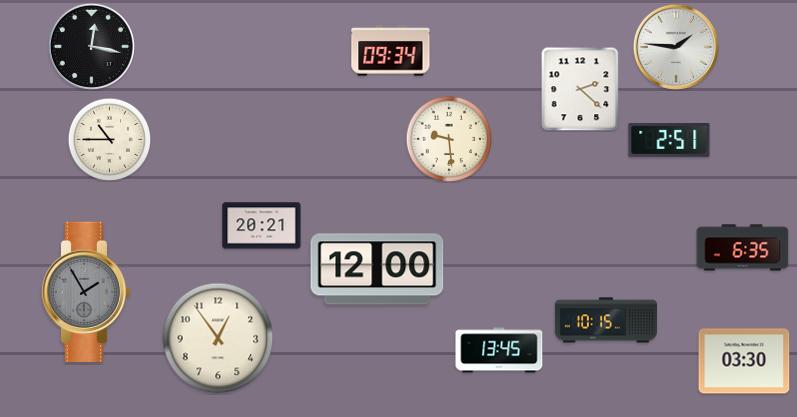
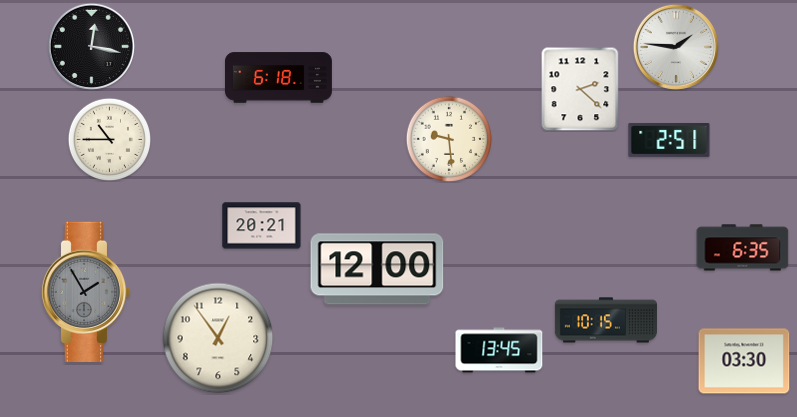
clock at (391, 51): 09:34 -> none
clock at (279, 78): none -> 6:18
